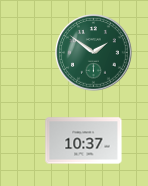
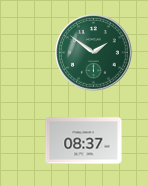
clock at (84, 141): 10:37 -> 08:37
